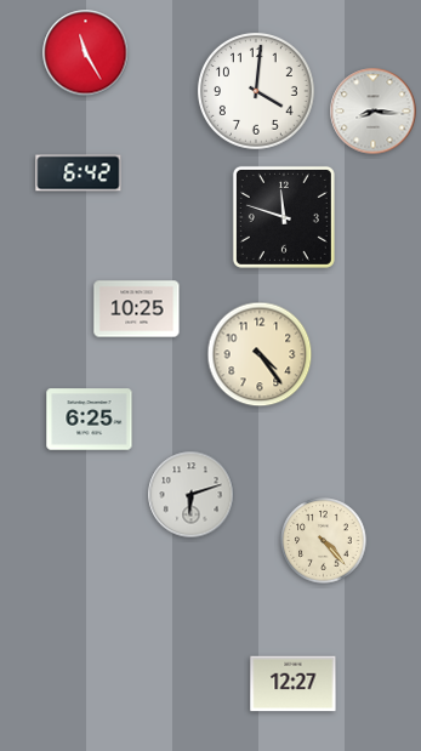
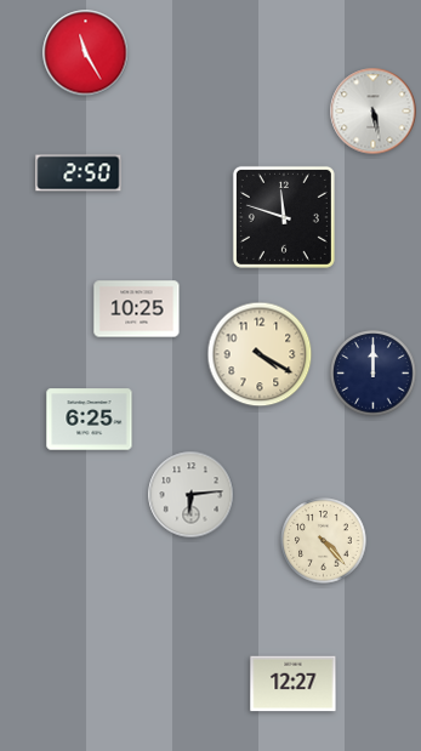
clock at (257, 92): 4:01 -> none
clock at (374, 112): 8:16 -> 5:28
clock at (79, 173): 6:42 -> 2:50
clock at (260, 354): 4:24 -> 4:20
clock at (374, 374): none -> 12:00
clock at (192, 495): 6:12 -> 6:14
